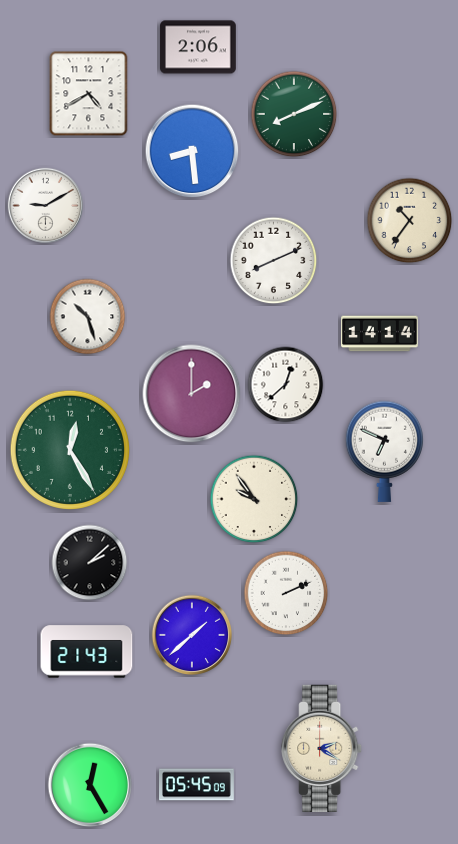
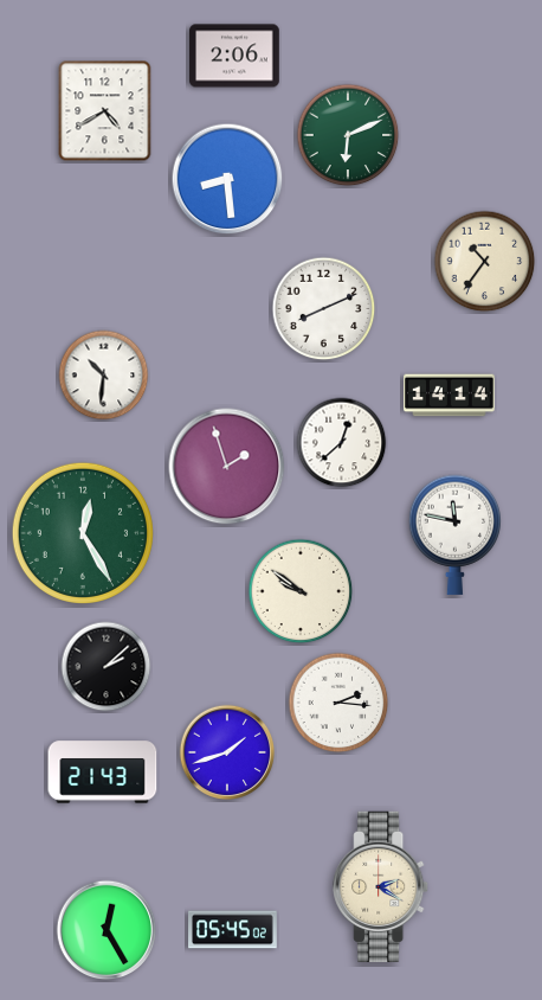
clock at (294, 114): 8:11 -> 6:11
clock at (45, 205): 9:10 -> none
clock at (88, 317): 10:27 -> 10:31
clock at (286, 385) position: (286, 385) -> (342, 443)
clock at (192, 394): 2:00 -> 1:57
clock at (385, 451): 6:49 -> 11:47
clock at (254, 499): 9:54 -> 9:51
clock at (286, 593): 2:11 -> 2:16
clock at (192, 635): 1:38 -> 1:42
clock at (197, 785): 05:45:09 -> 05:45:02
